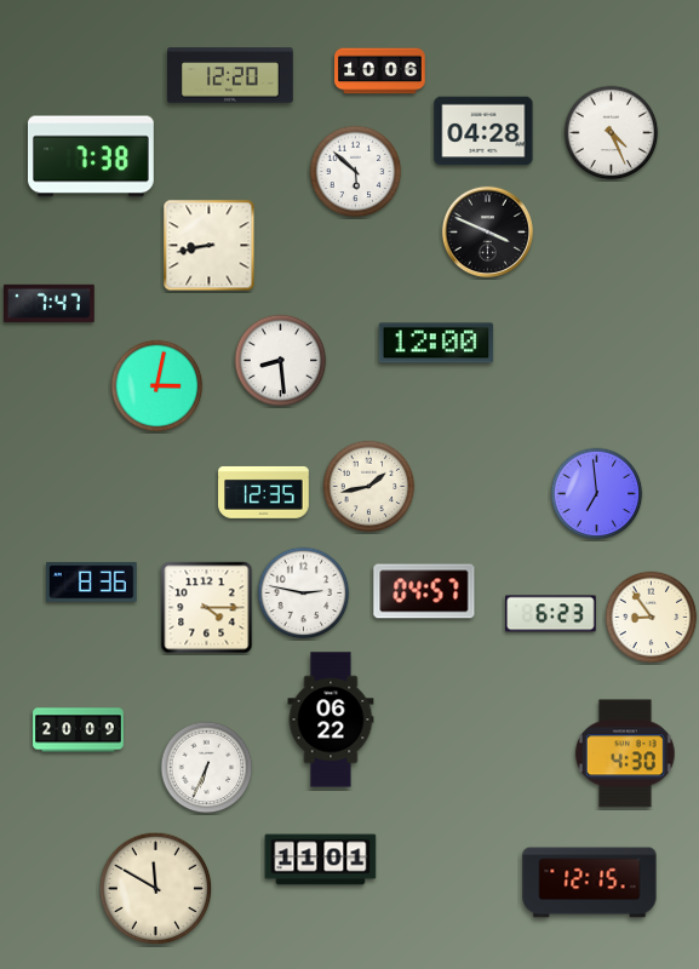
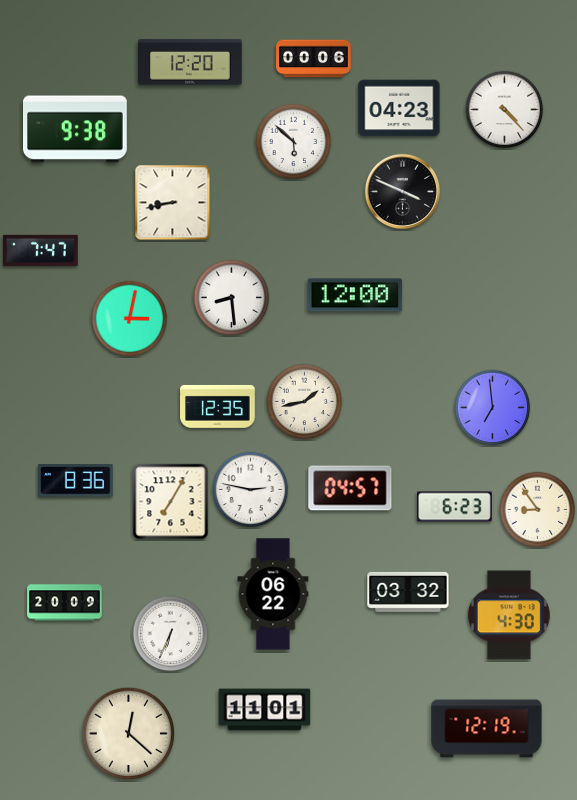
clock at (380, 71): 10:06 -> 00:06
clock at (483, 131): 04:28 -> 04:23
clock at (612, 133): 4:26 -> 4:23
clock at (92, 156): 7:38 -> 9:38
clock at (436, 343) position: (436, 343) -> (355, 295)
clock at (207, 608): 4:15 -> 7:05
clock at (408, 592): none -> 03:32
clock at (625, 753) position: (625, 753) -> (509, 615)
clock at (590, 883): 12:15 -> 12:19
clock at (156, 889): 11:50 -> 12:22
